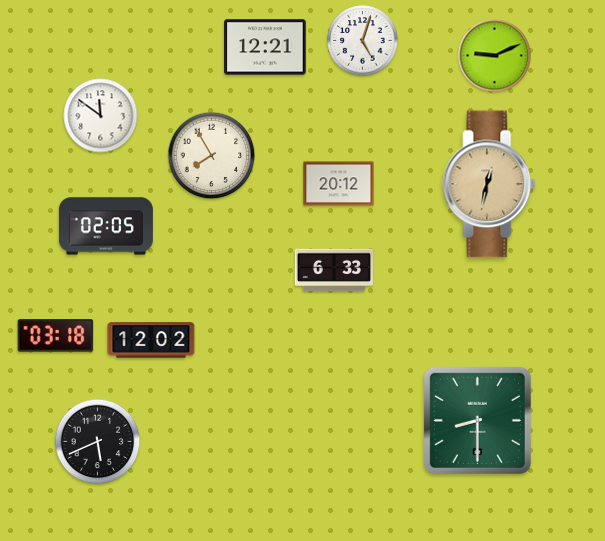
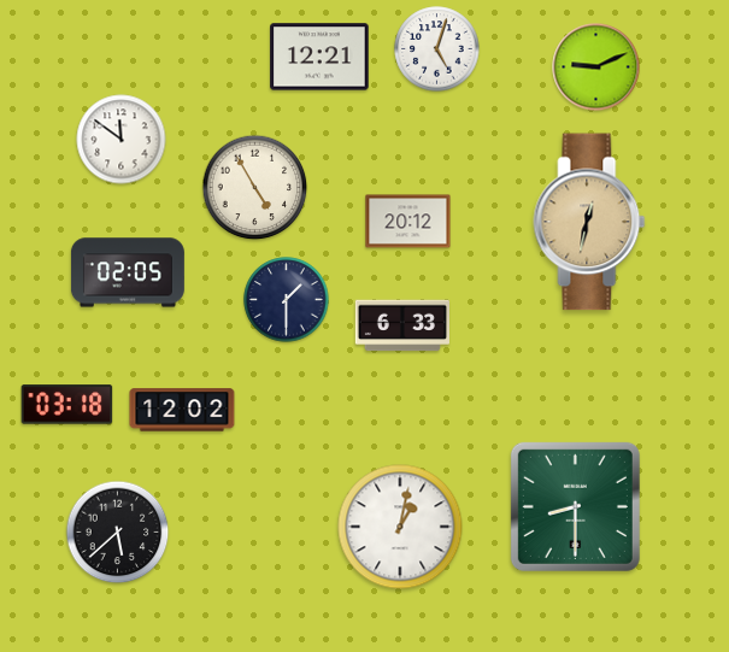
clock at (212, 156): 7:55 -> 4:55
clock at (287, 300): none -> 1:30
clock at (400, 527): none -> 1:02
clock at (98, 442): 5:41 -> 5:38
